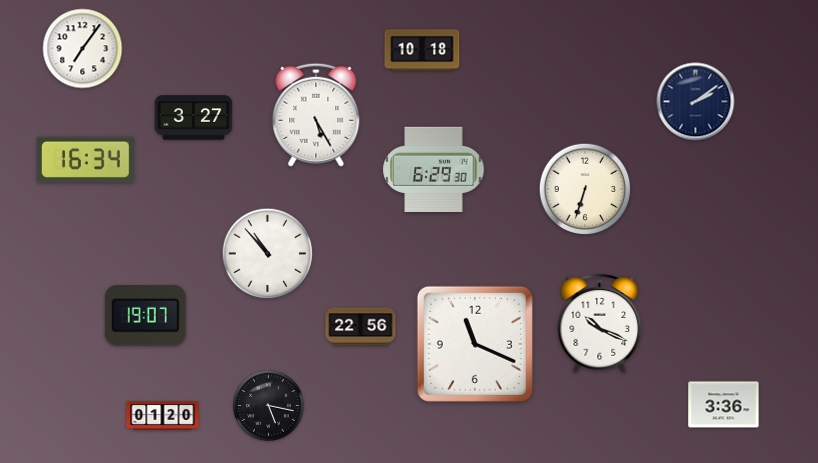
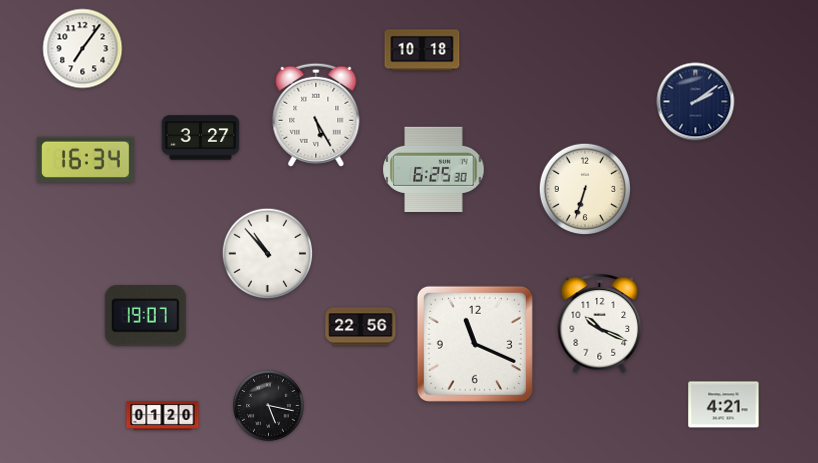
clock at (194, 118) position: (194, 118) -> (201, 138)
clock at (434, 169): 6:29 -> 6:25
clock at (724, 405): 3:36 -> 4:21
